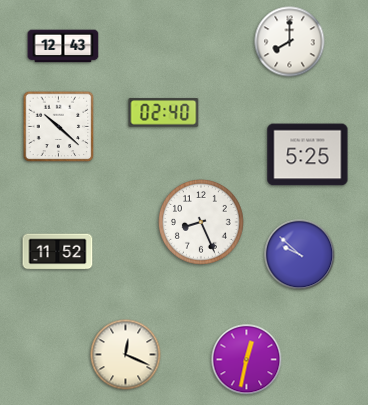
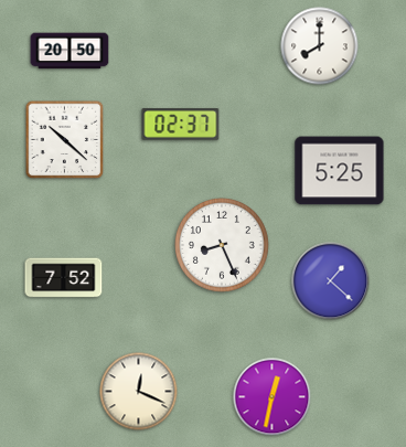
clock at (63, 46): 12:43 -> 20:50
clock at (164, 113): 02:40 -> 02:37
clock at (58, 252): 11:52 -> 7:52
clock at (300, 255): 9:52 -> 1:22
